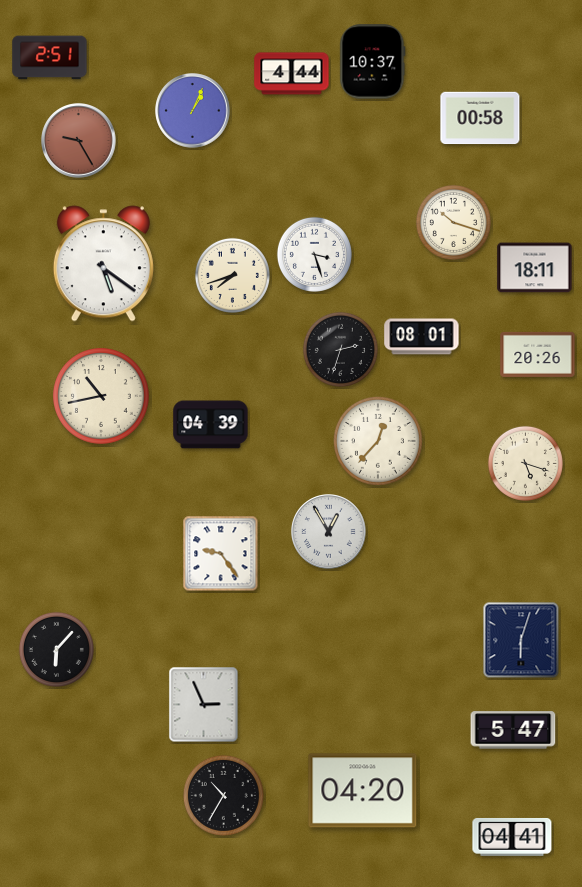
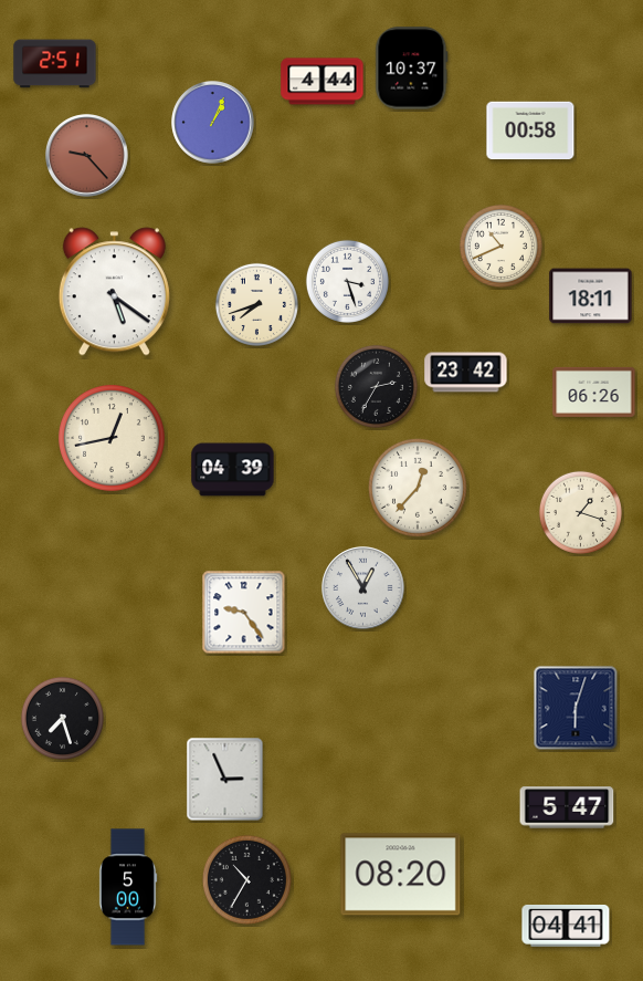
clock at (79, 141): 9:25 -> 9:23
clock at (453, 222): 10:18 -> 10:41
clock at (422, 337): 08:01 -> 23:42
clock at (340, 349): 2:33 -> 2:35
clock at (538, 354): 20:26 -> 06:26
clock at (102, 397): 10:43 -> 12:43
clock at (525, 463): 5:18 -> 1:18
clock at (56, 649): 6:07 -> 7:27
clock at (363, 791): 04:20 -> 08:20
clock at (128, 887): none -> 5:00
